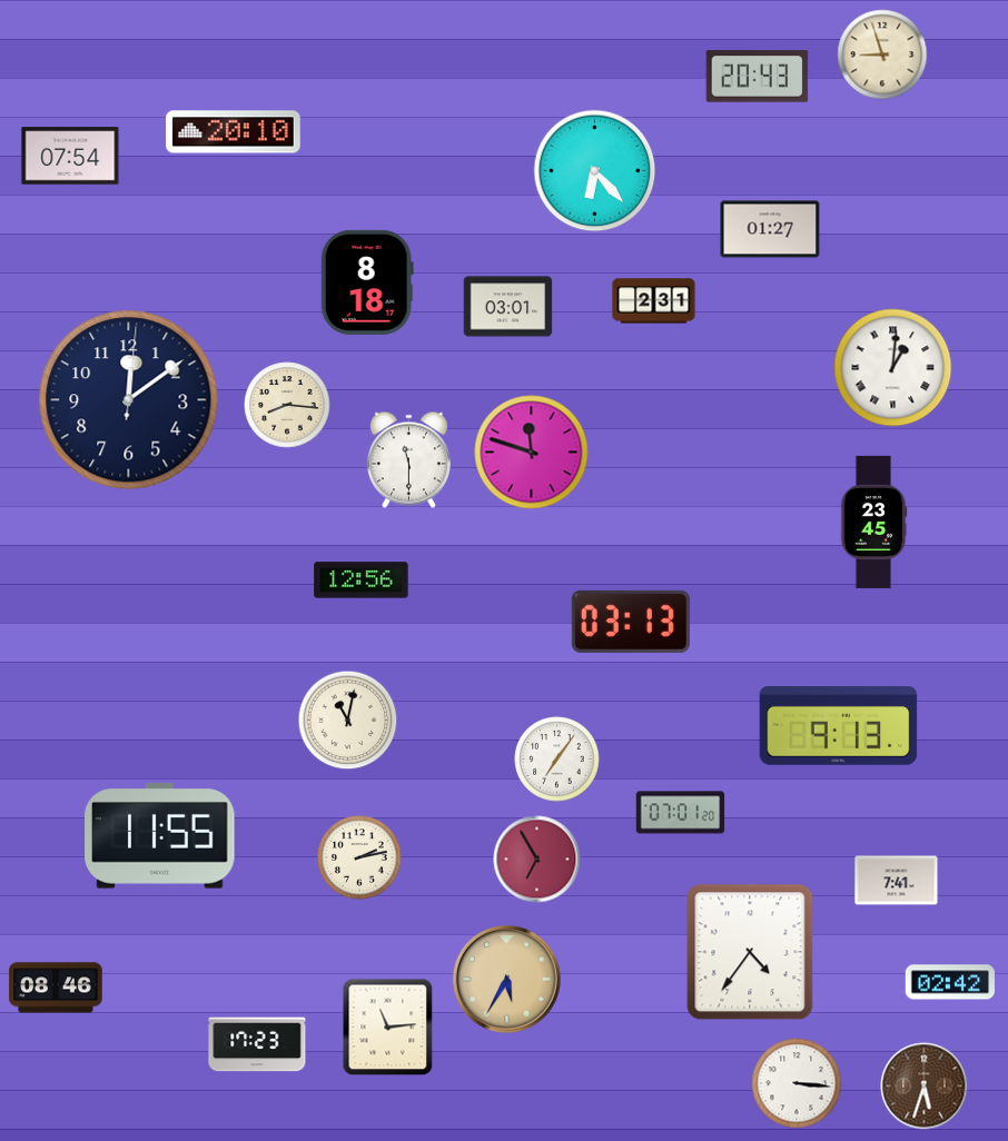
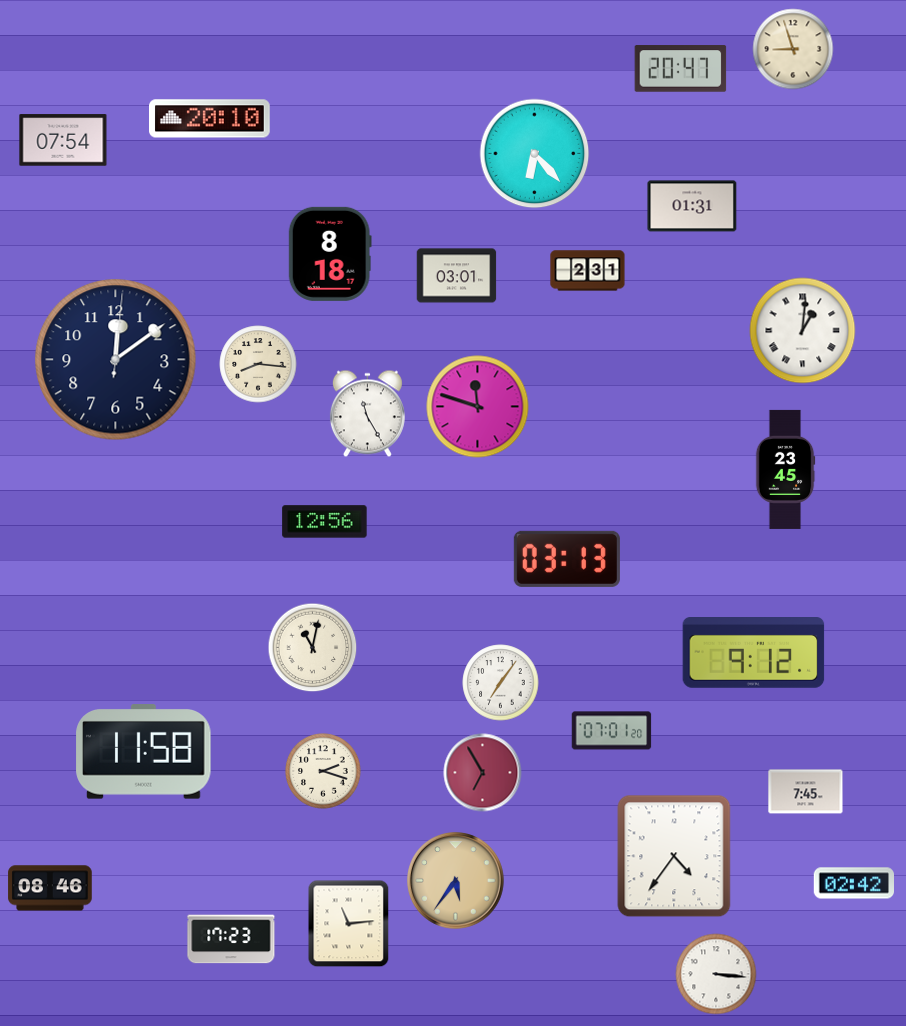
clock at (758, 77): 20:43 -> 20:47
clock at (770, 229): 01:27 -> 01:31
clock at (408, 460): 11:30 -> 11:25
clock at (839, 726): 9:13 -> 9:12
clock at (160, 836): 11:55 -> 11:58
clock at (359, 857): 2:13 -> 2:18
clock at (897, 881): 7:41 -> 7:45
clock at (507, 980): 5:35 -> 5:36
clock at (925, 1087): 5:33 -> none
